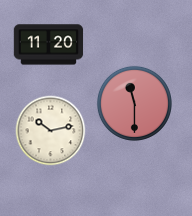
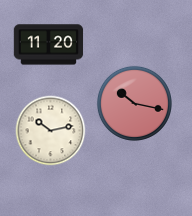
clock at (134, 103): 11:30 -> 10:17
